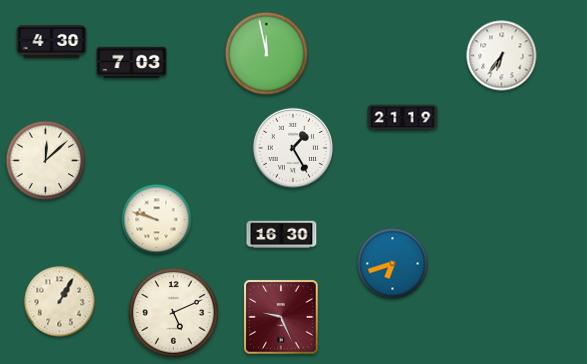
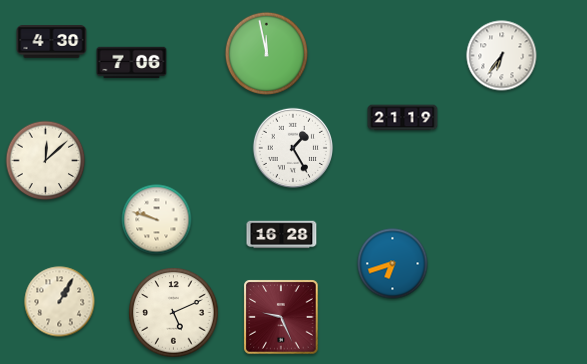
clock at (132, 63): 7:03 -> 7:06
clock at (282, 235): 16:30 -> 16:28
